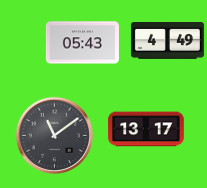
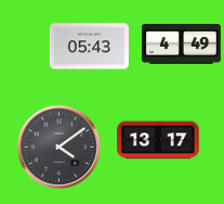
clock at (54, 135): 11:09 -> 4:09
